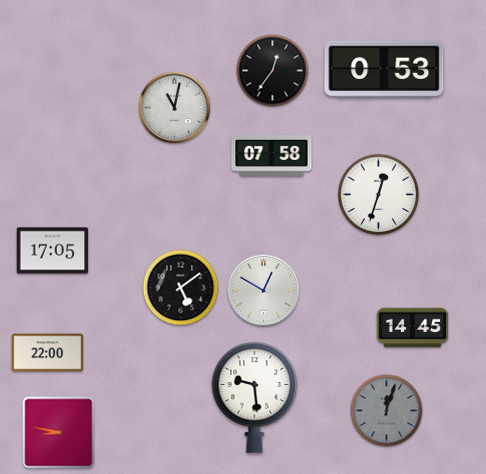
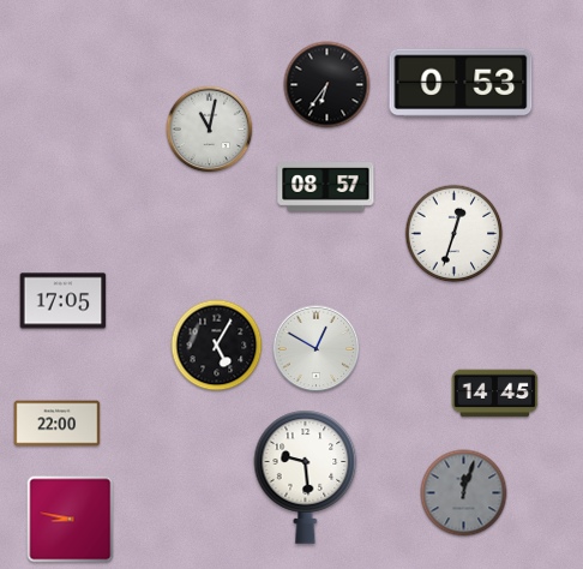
clock at (273, 71): 12:36 -> 6:36
clock at (272, 156): 07:58 -> 08:57
clock at (181, 288): 5:09 -> 5:05
